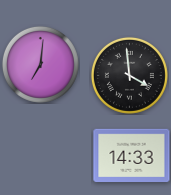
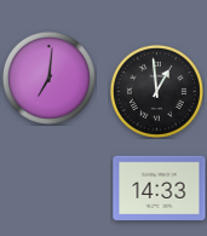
clock at (129, 75): 3:59 -> 12:59
